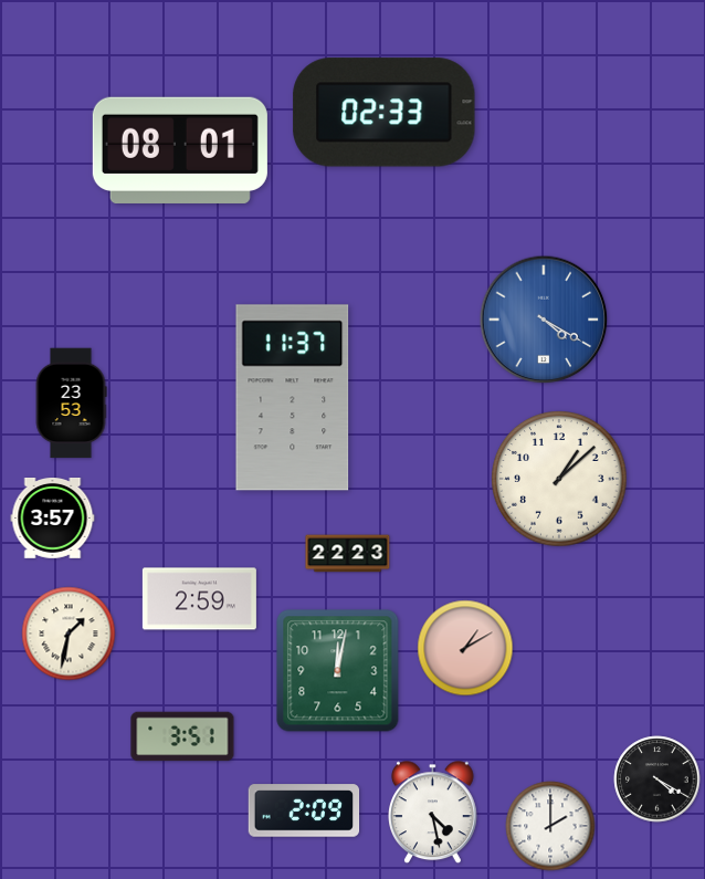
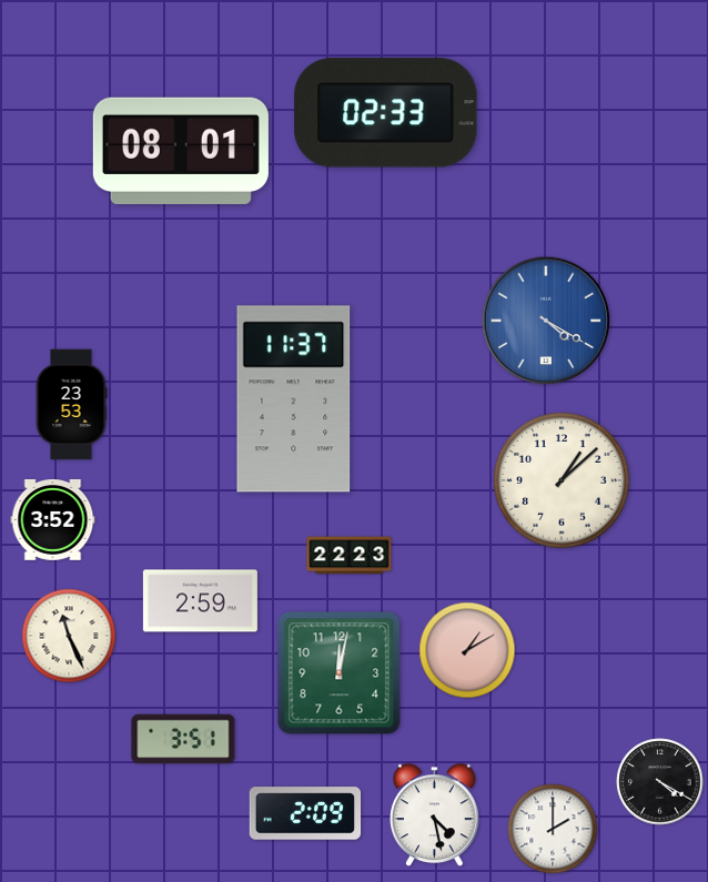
clock at (53, 519): 3:57 -> 3:52
clock at (69, 634): 1:32 -> 11:26
